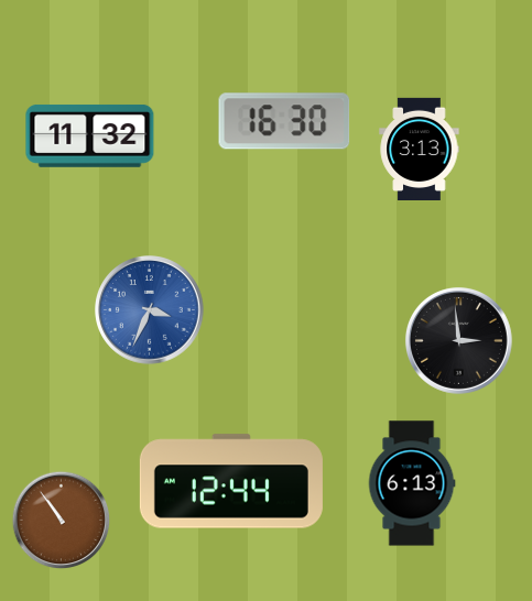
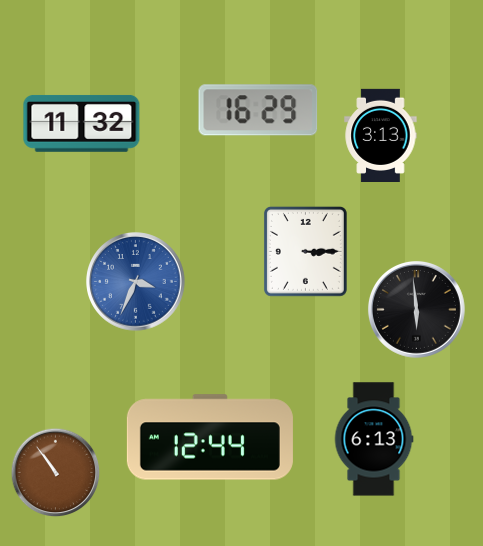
clock at (284, 121): 16:30 -> 16:29
clock at (305, 251): none -> 3:15
clock at (458, 340): 2:59 -> 5:59
